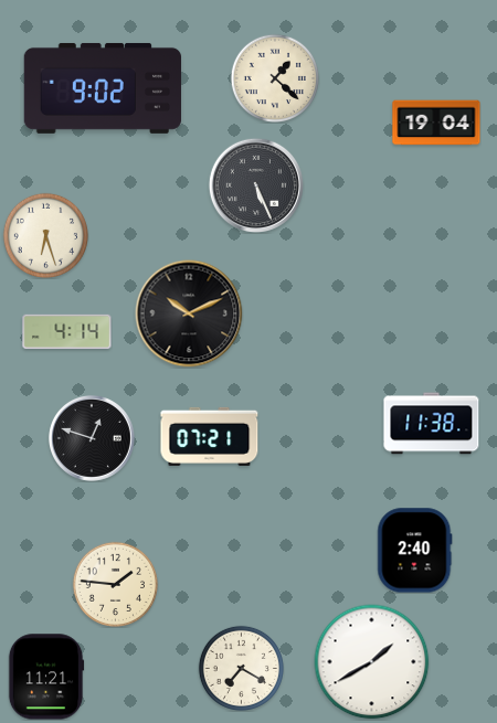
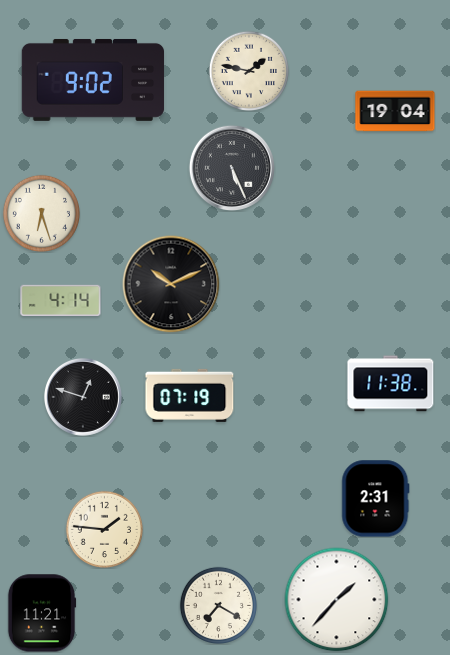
clock at (274, 77): 1:22 -> 1:47
clock at (210, 436): 07:21 -> 07:19
clock at (415, 551): 2:40 -> 2:31
clock at (372, 662): 1:40 -> 1:37
